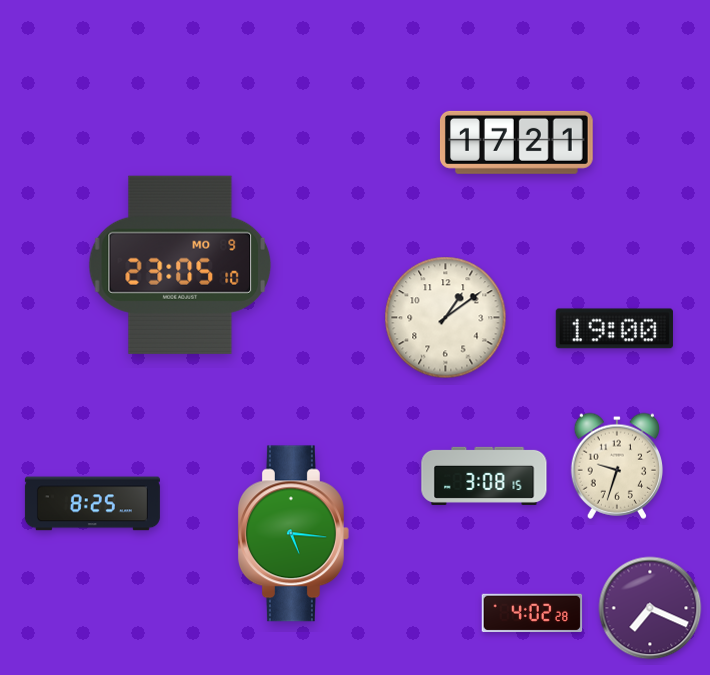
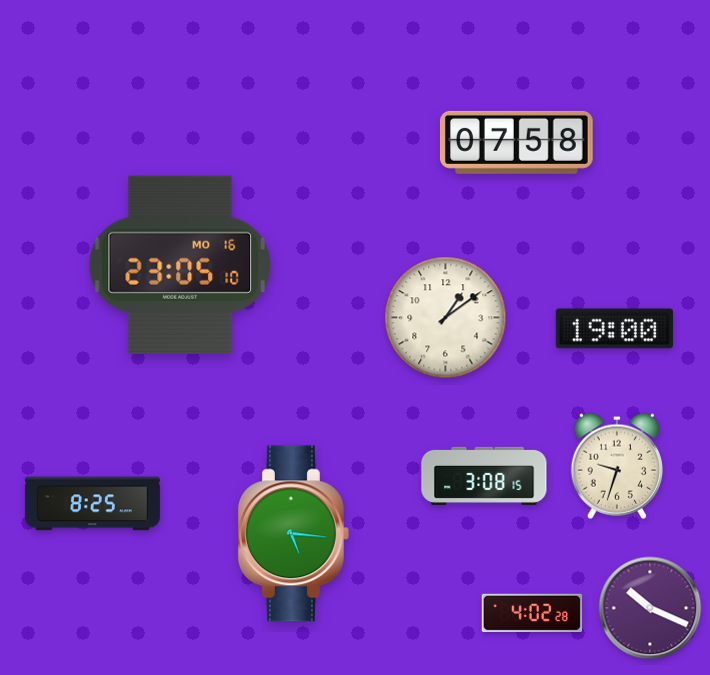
clock at (516, 142): 17:21 -> 07:58
clock at (180, 265) date: MO 9 -> MO 16
clock at (650, 608): 7:19 -> 10:19
